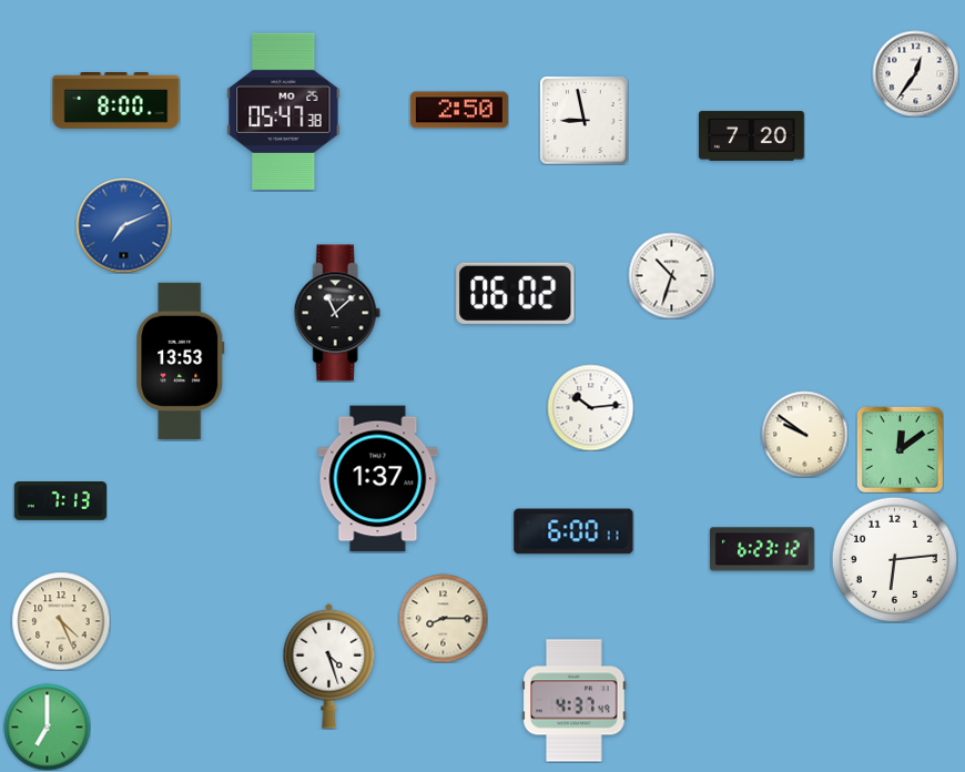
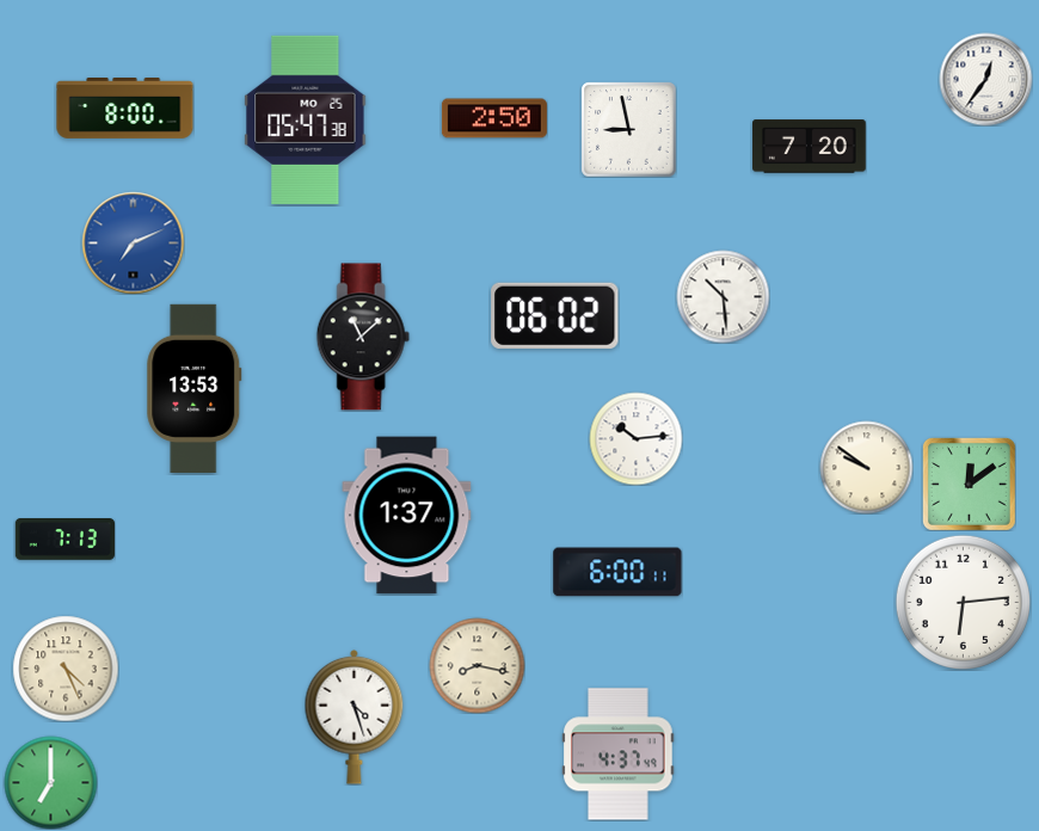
clock at (671, 275): 10:33 -> 10:29
clock at (763, 549): 6:23 -> none
clock at (443, 618): 8:15 -> 8:17
